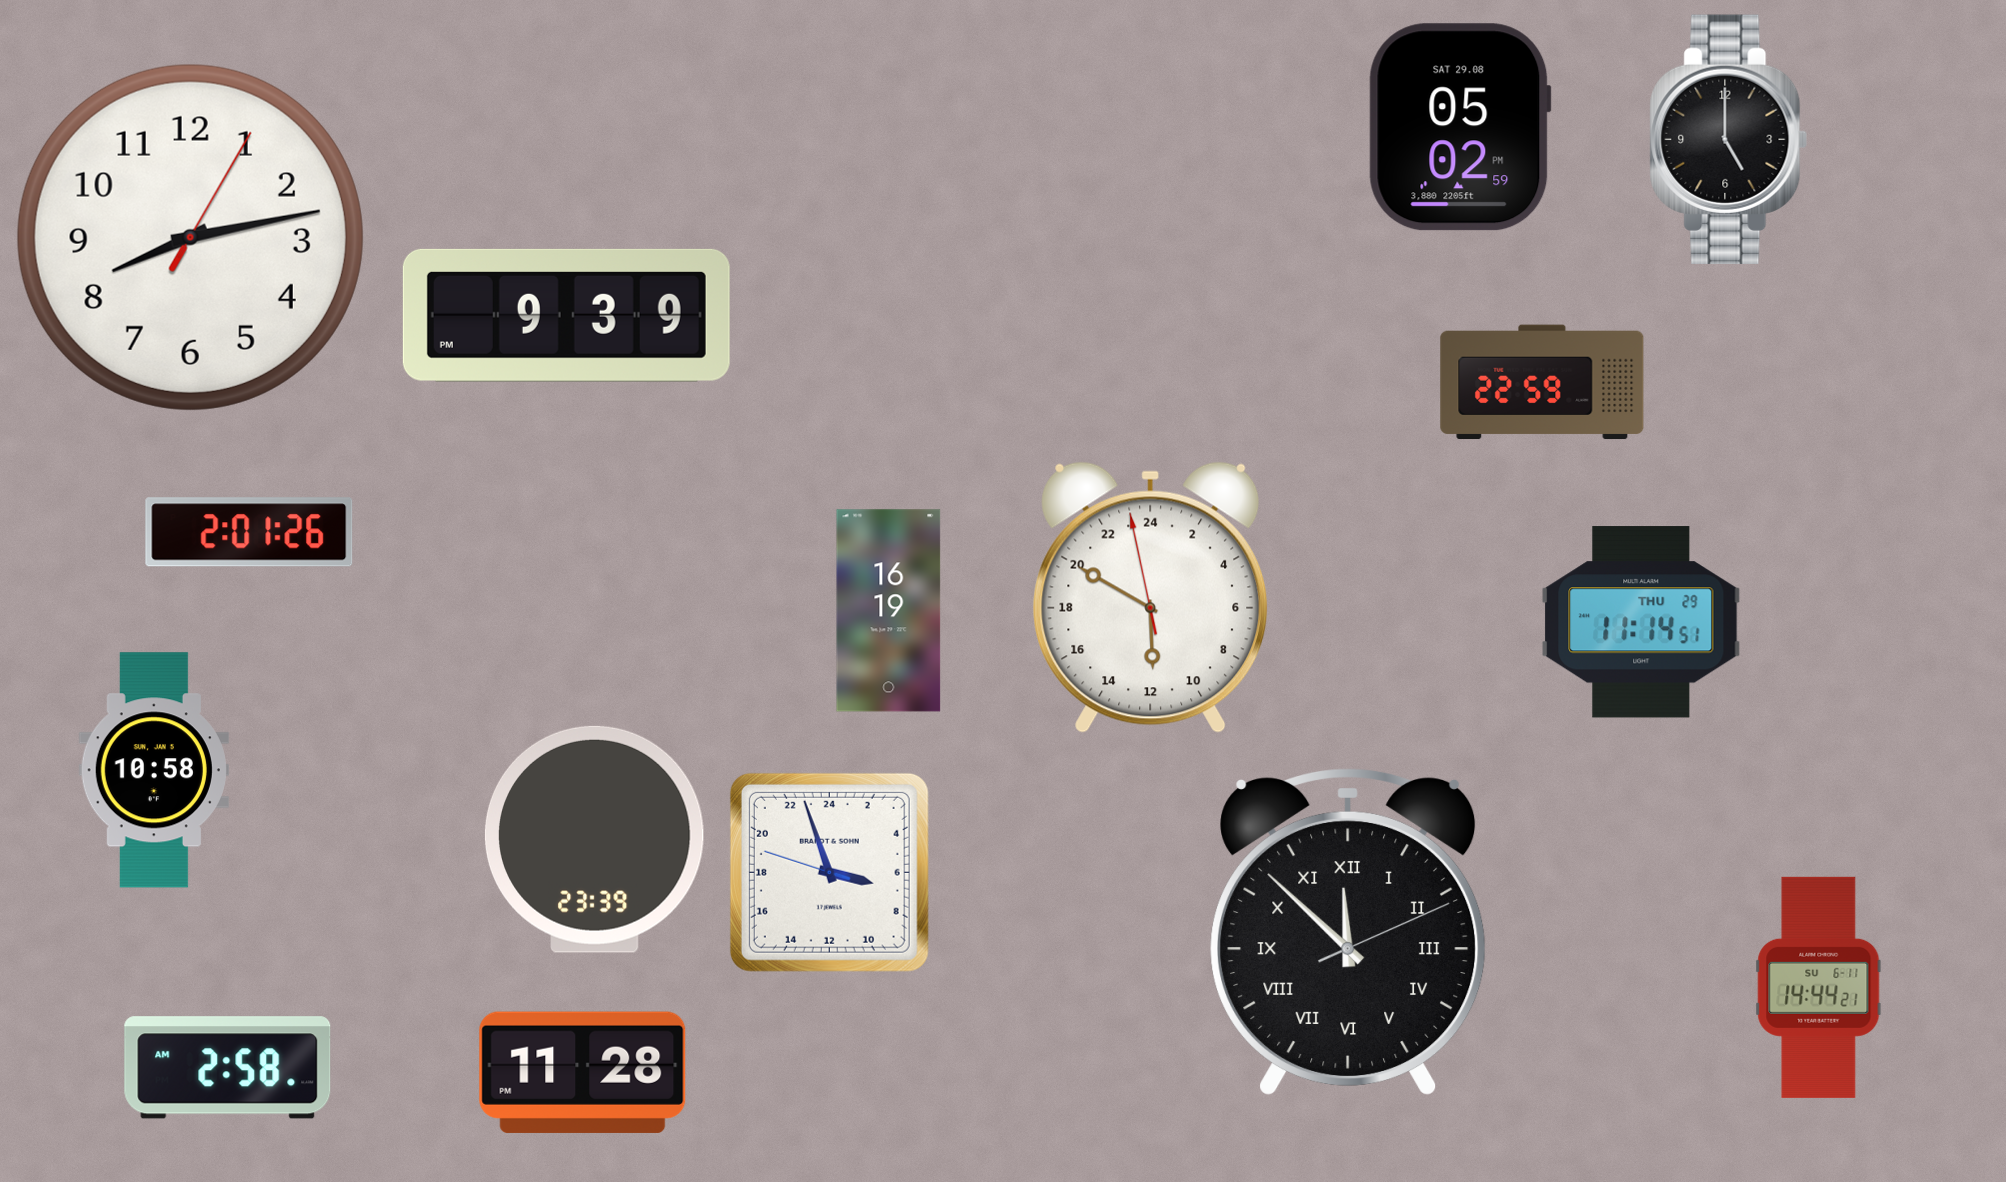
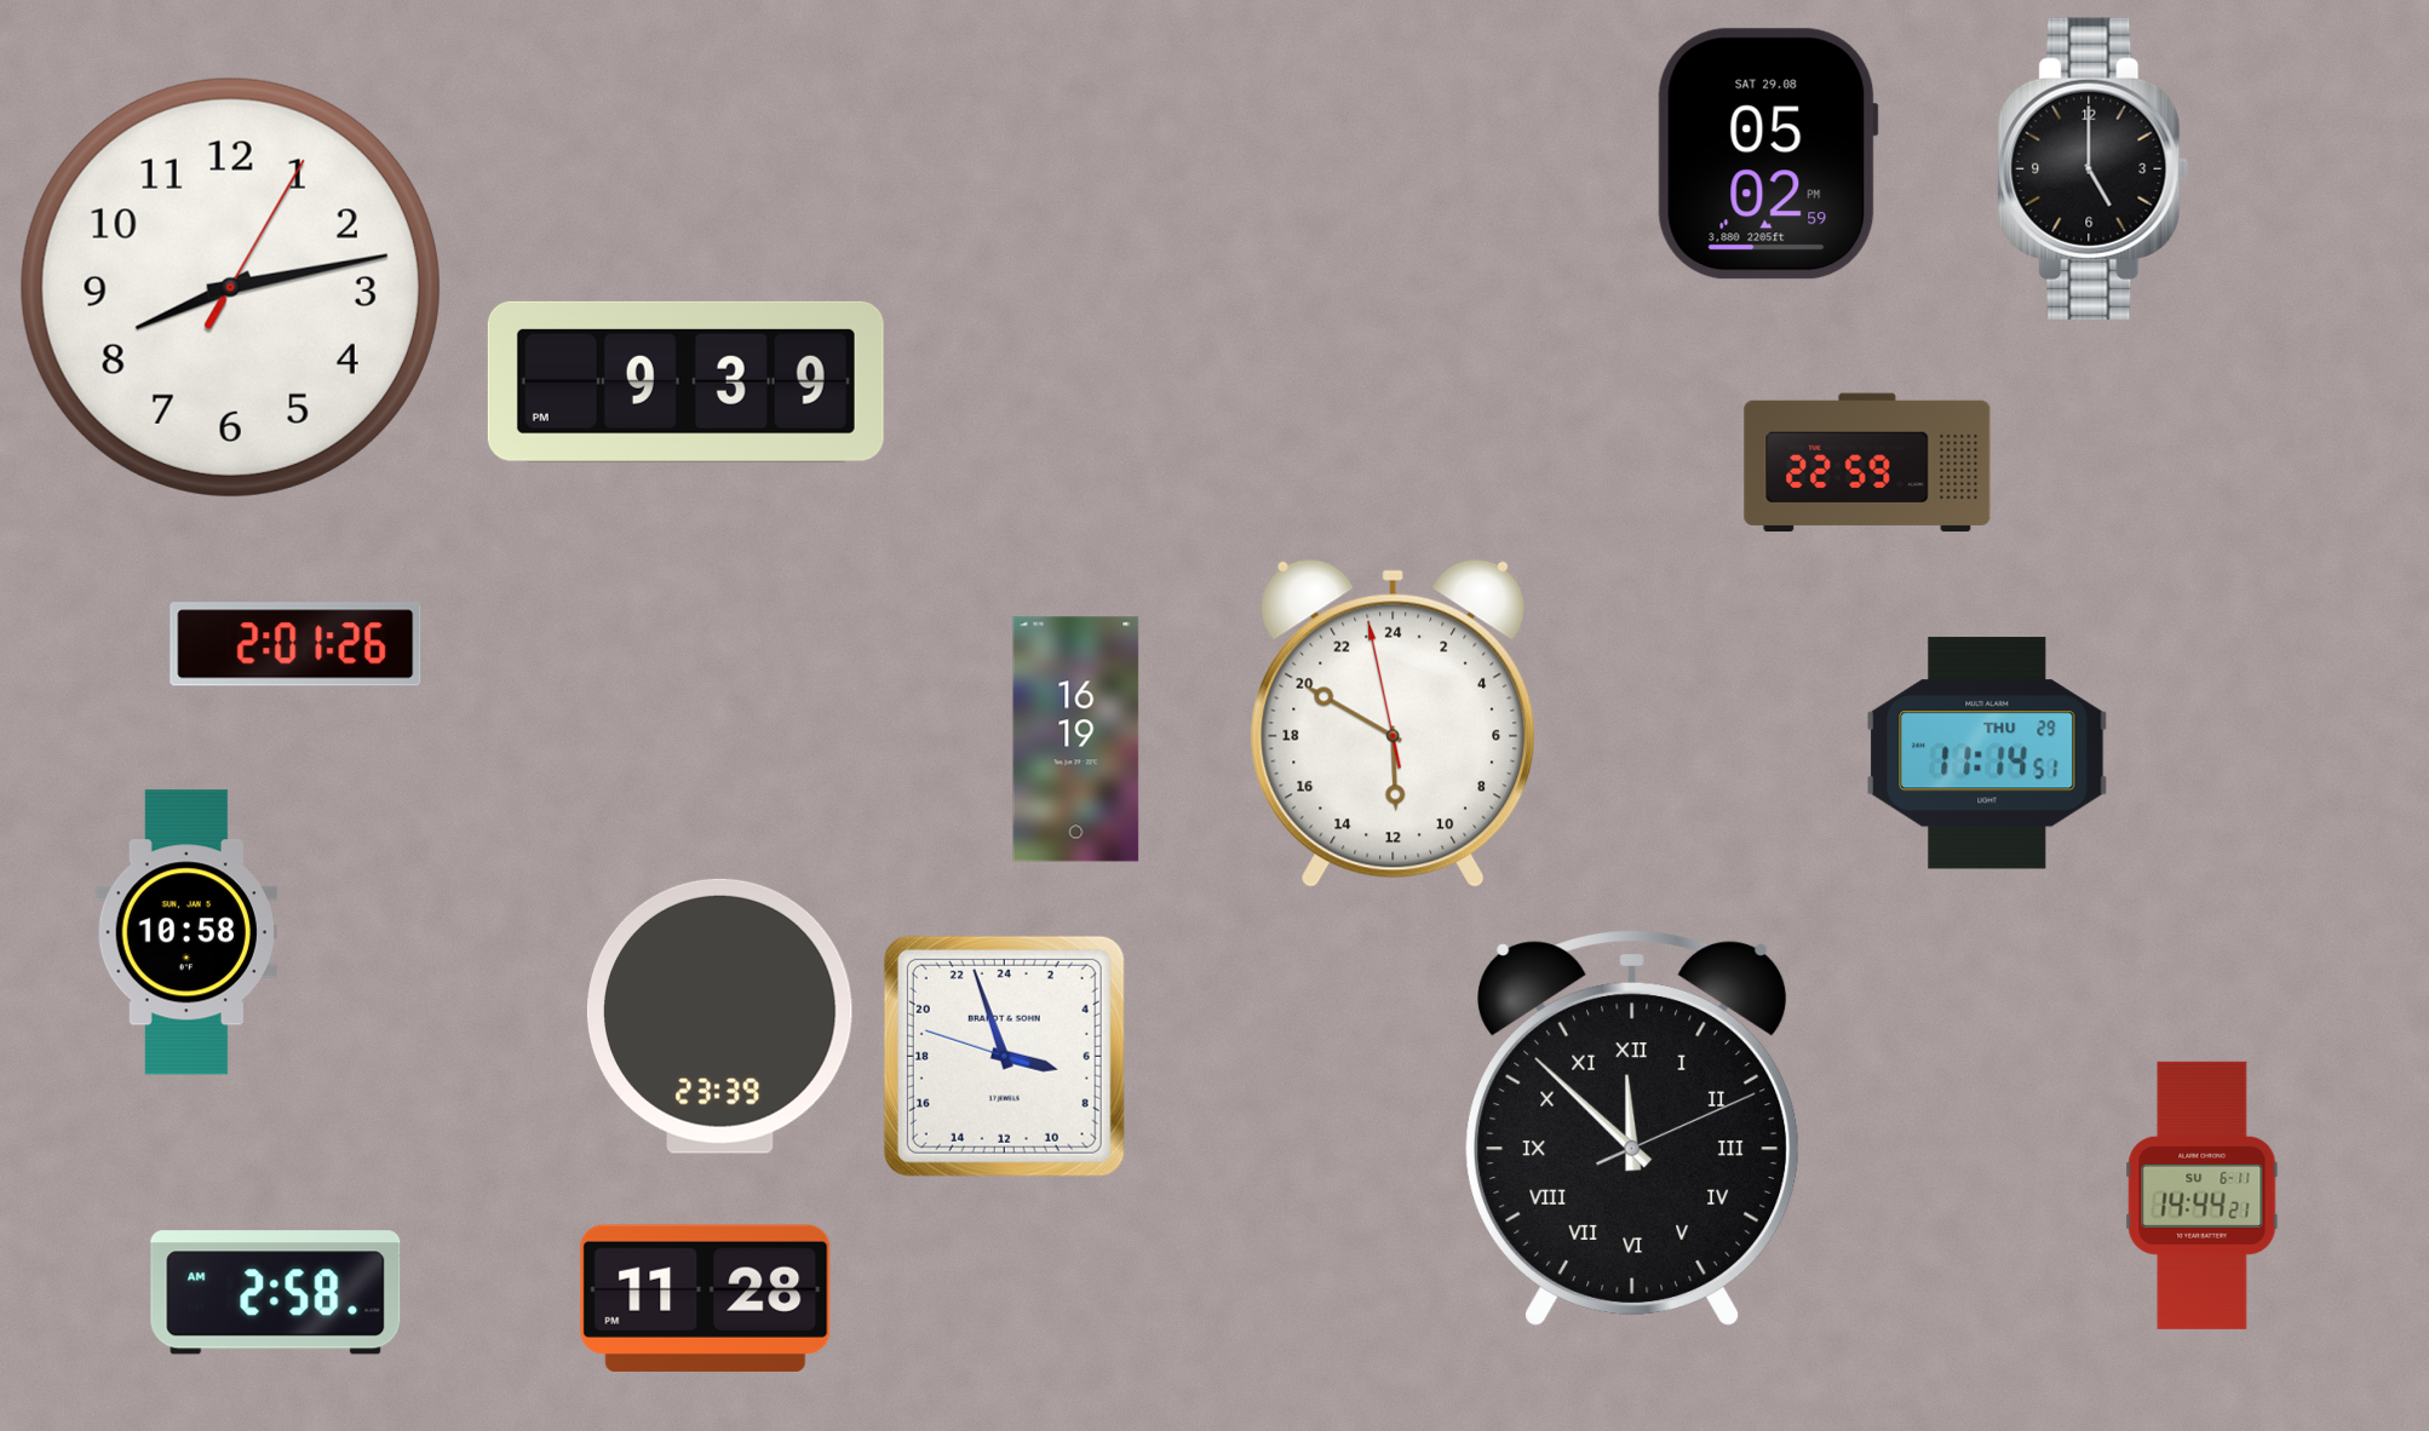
clock at (249, 532) position: (249, 532) -> (295, 644)
